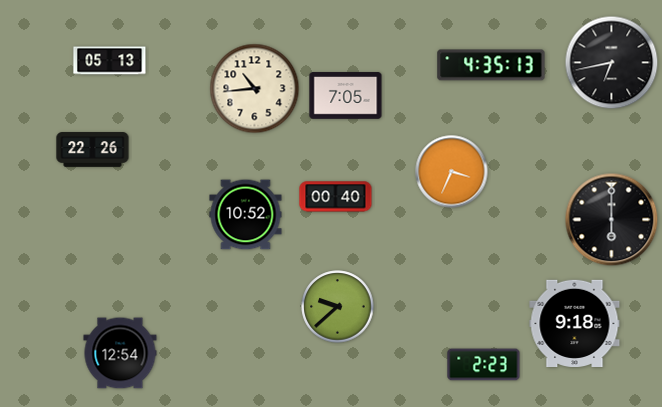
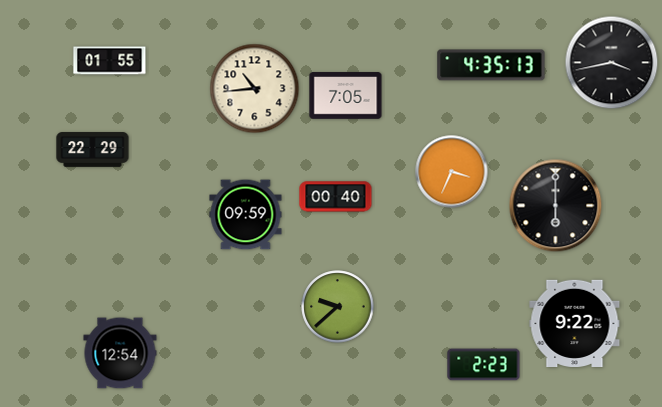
clock at (110, 61): 05:13 -> 01:55
clock at (612, 63): 6:43 -> 3:43
clock at (93, 150): 22:26 -> 22:29
clock at (246, 215): 10:52 -> 09:59
clock at (612, 220) position: (612, 220) -> (556, 206)
clock at (575, 323): 9:18 -> 9:22
